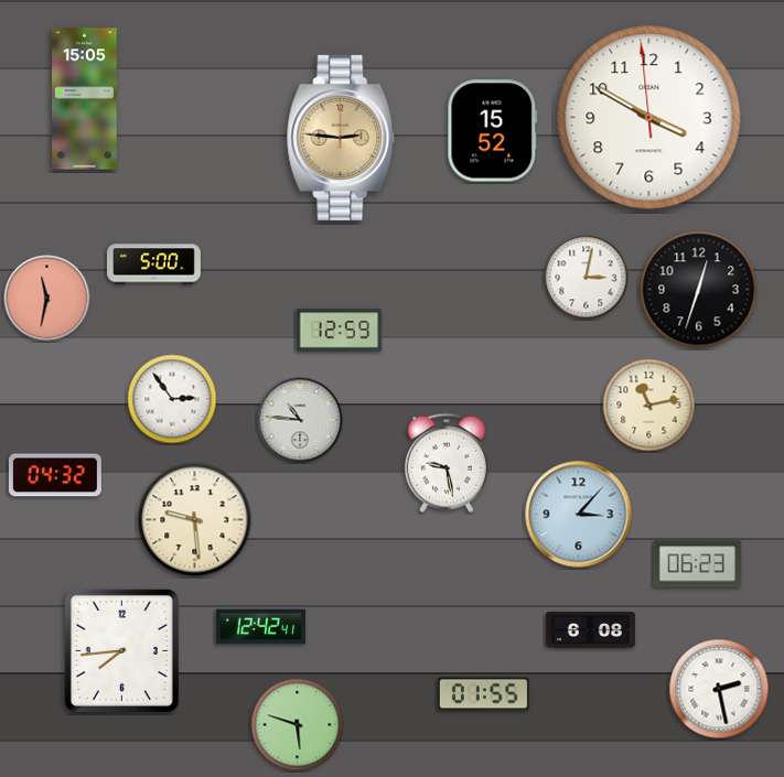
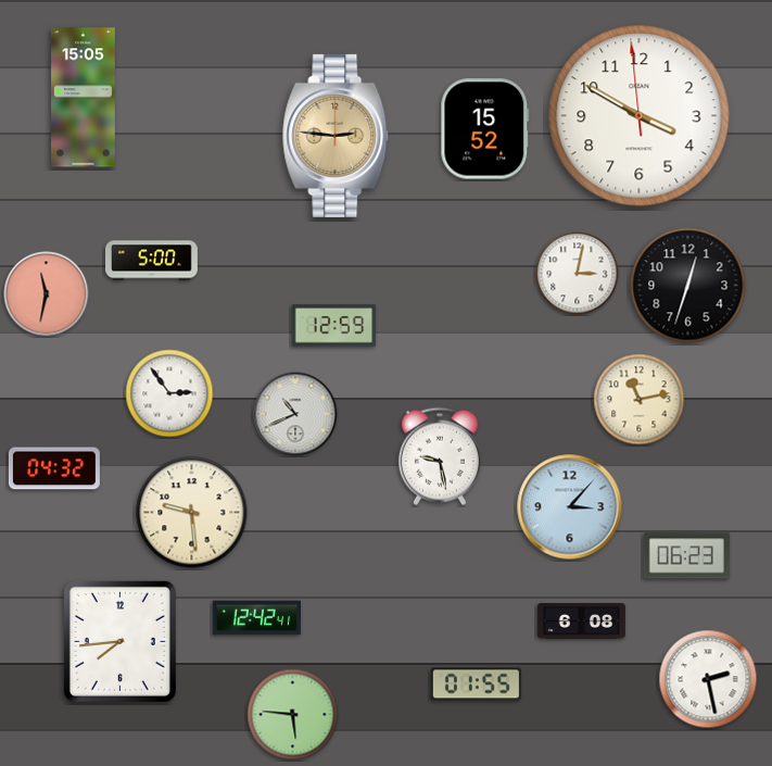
clock at (300, 420): 10:46 -> 10:41
clock at (298, 725): 5:48 -> 5:46
